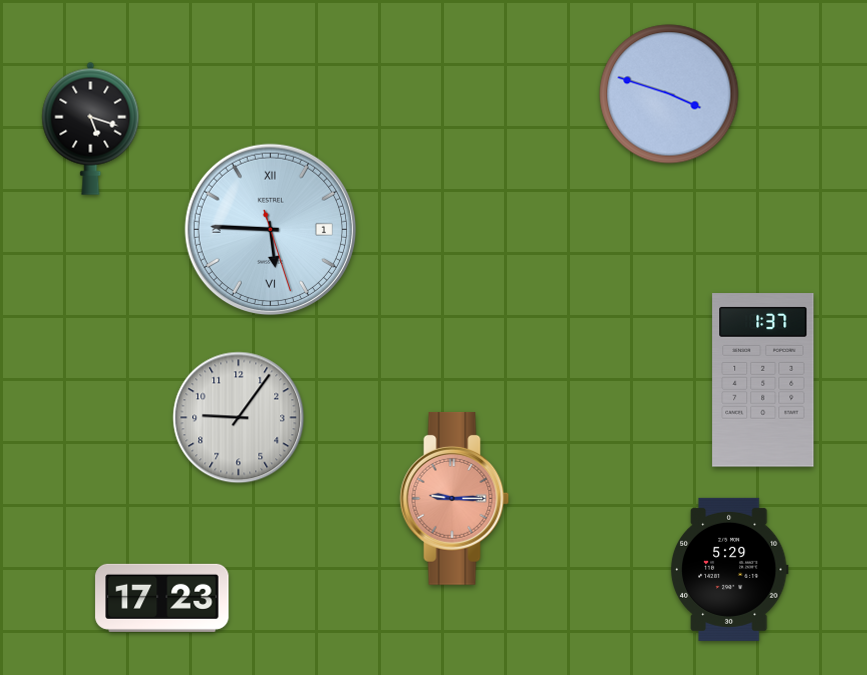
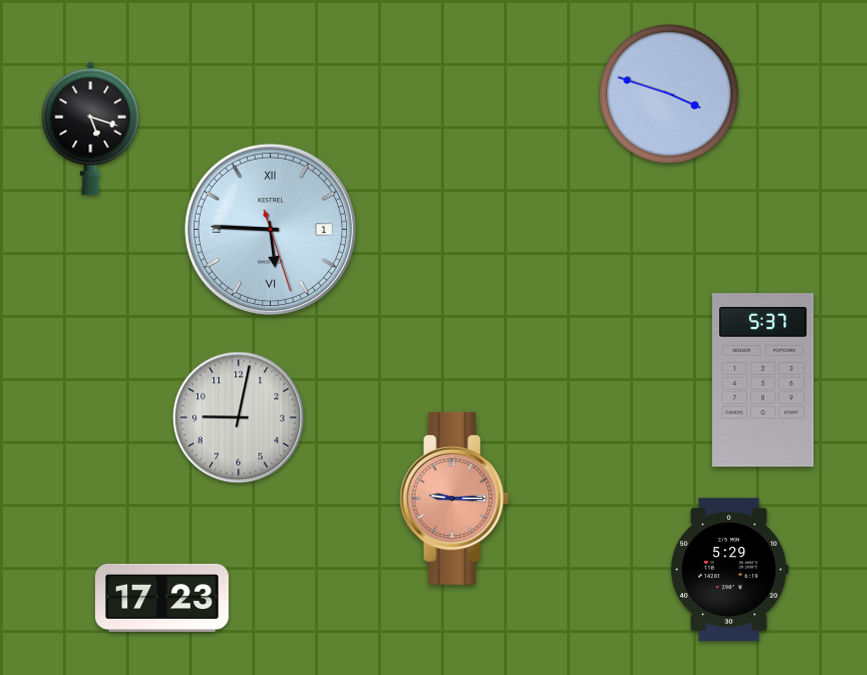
clock at (763, 380): 1:37 -> 5:37
clock at (239, 418): 9:06 -> 9:02
